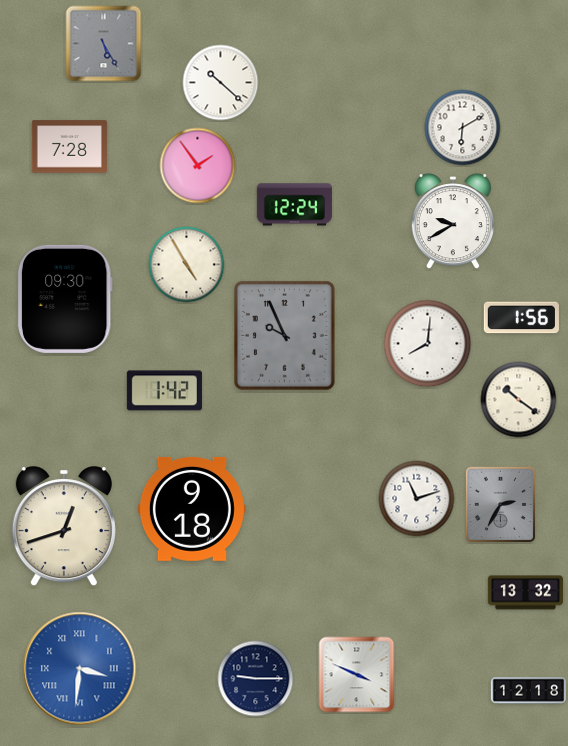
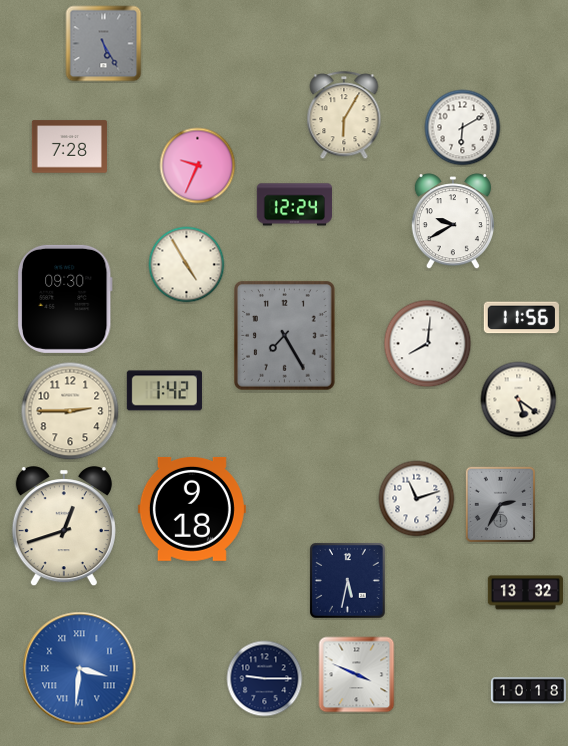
clock at (221, 83): 10:22 -> none
clock at (344, 116): none -> 6:05
clock at (198, 166): 1:54 -> 9:34
clock at (521, 318): 1:56 -> 11:56
clock at (284, 336): 9:56 -> 7:25
clock at (519, 400): 10:21 -> 5:21
clock at (70, 411): none -> 2:45
clock at (347, 580): none -> 5:32
clock at (256, 679) position: (256, 679) -> (265, 679)
clock at (528, 691): 12:18 -> 10:18
